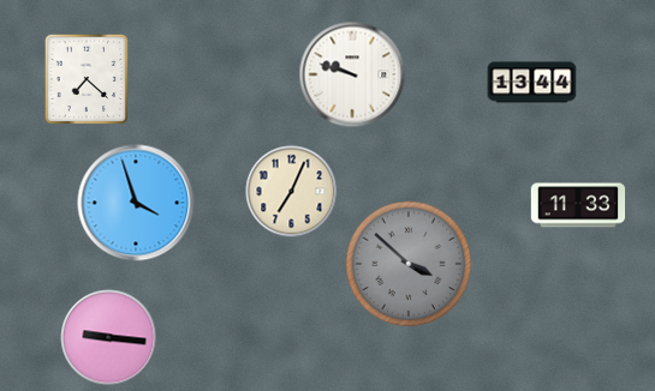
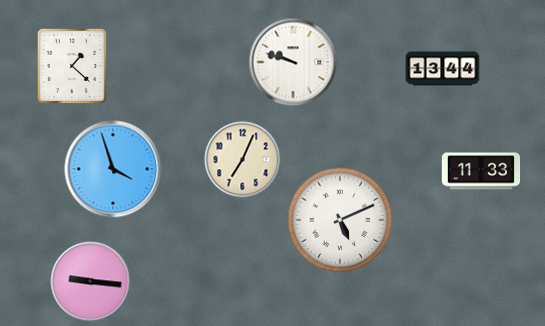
clock at (87, 78): 7:22 -> 1:22
clock at (409, 264): 3:52 -> 5:11
clock at (409, 264) dial: grey -> white
